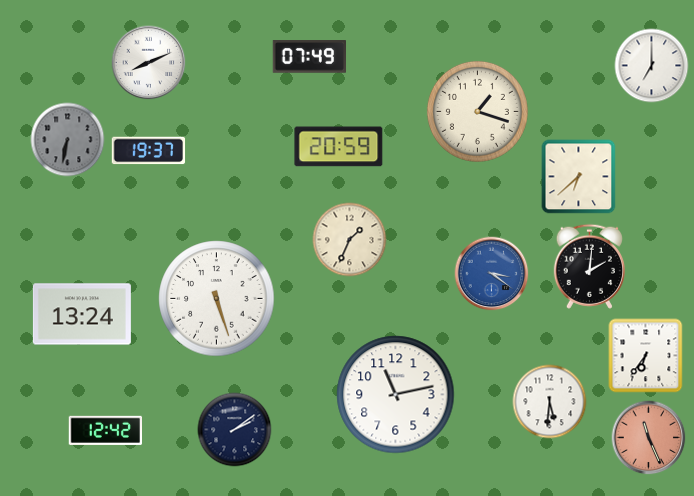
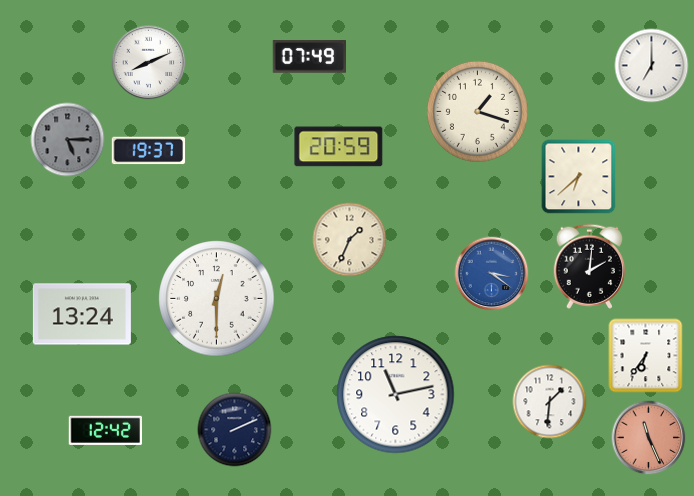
clock at (68, 140): 6:32 -> 5:15
clock at (217, 299): 5:27 -> 12:30
clock at (550, 402): 5:31 -> 1:31
clock at (235, 430): 2:09 -> 2:11
